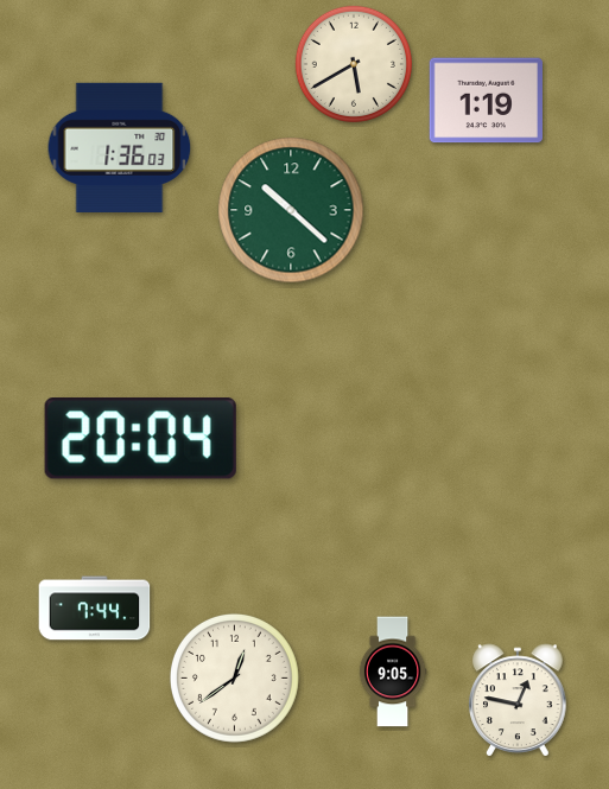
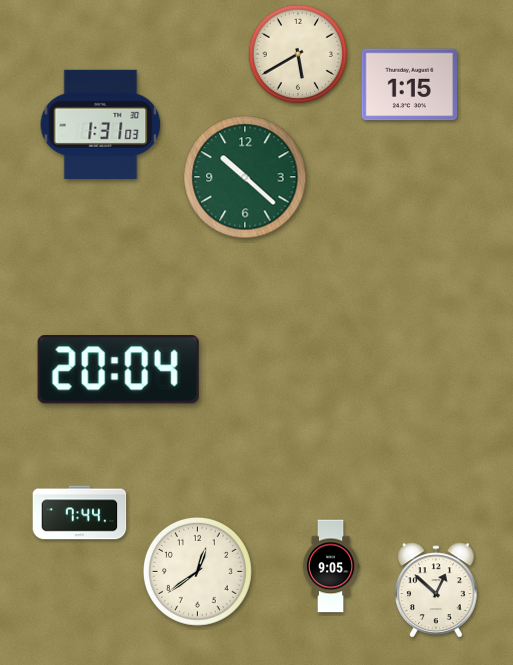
clock at (486, 101): 1:19 -> 1:15
clock at (120, 147): 1:36 -> 1:31
clock at (518, 700): 12:47 -> 12:52
